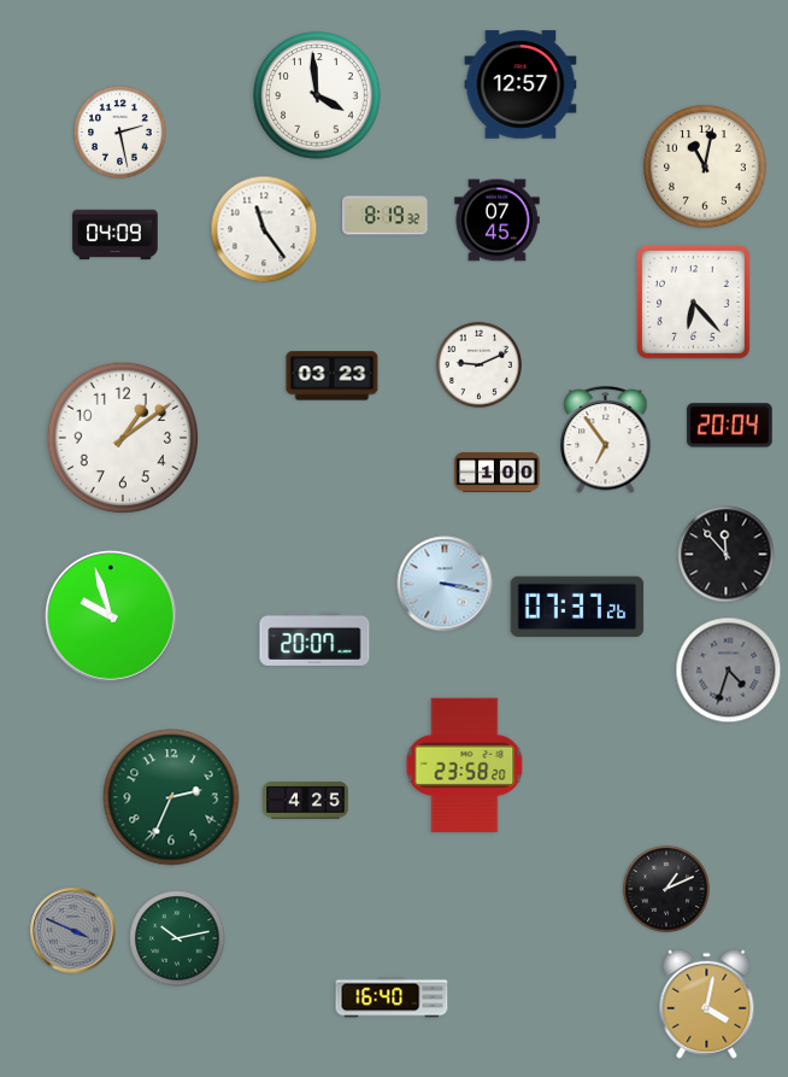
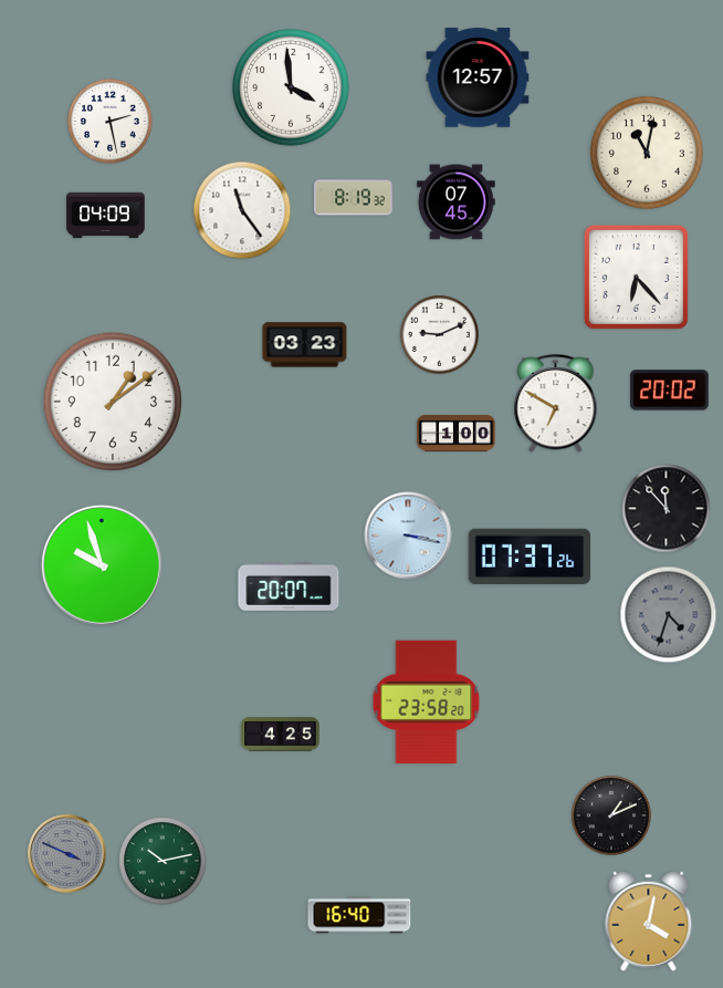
clock at (730, 426): 20:04 -> 20:02
clock at (606, 441): 6:54 -> 6:50
clock at (171, 797): 2:34 -> none
